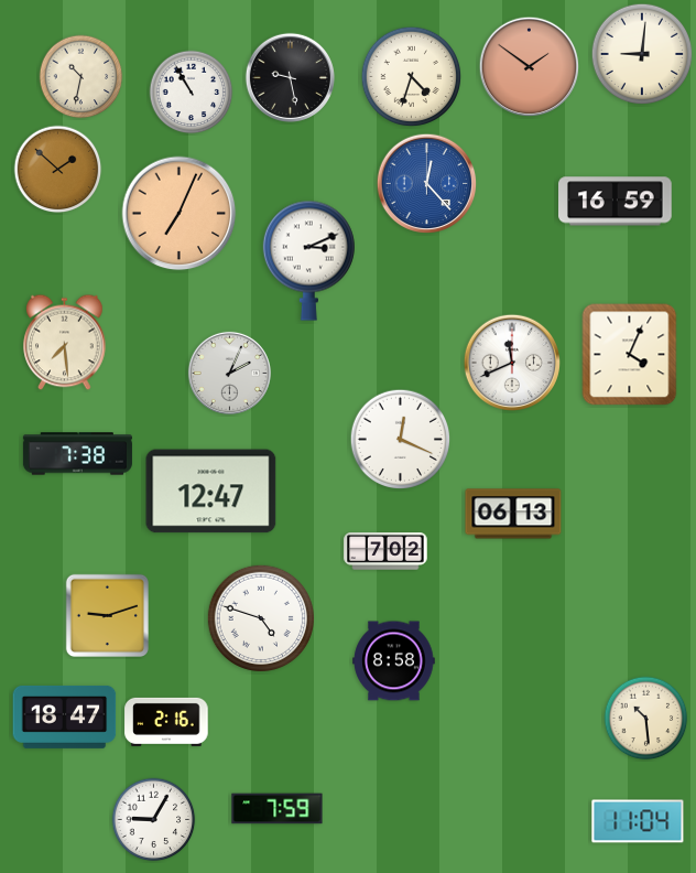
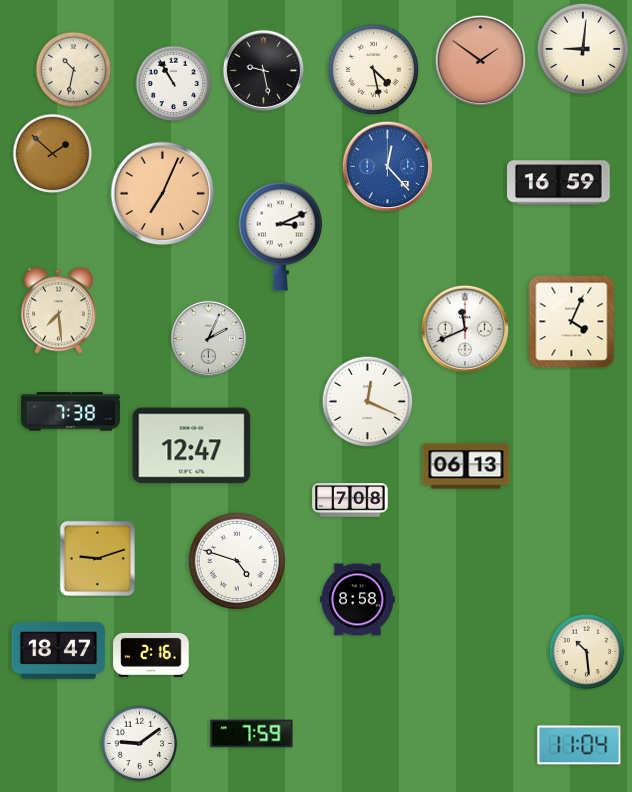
clock at (412, 77): 4:33 -> 4:28
clock at (401, 440) position: (401, 440) -> (368, 402)
clock at (385, 551): 7:02 -> 7:08
clock at (154, 820): 9:05 -> 9:09
